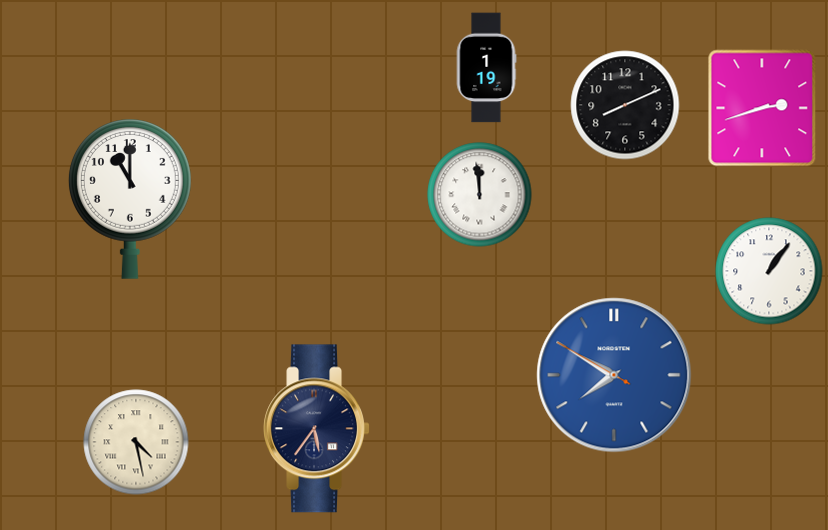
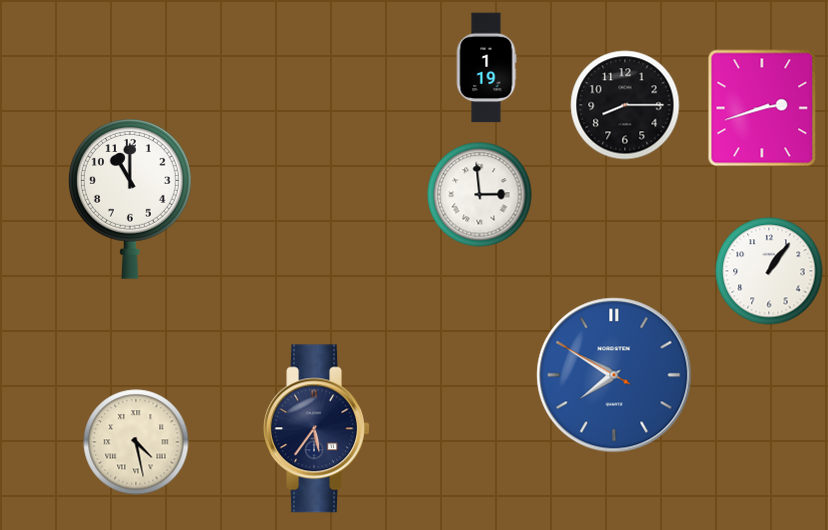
clock at (625, 105): 8:11 -> 8:15
clock at (480, 195): 11:59 -> 2:59
